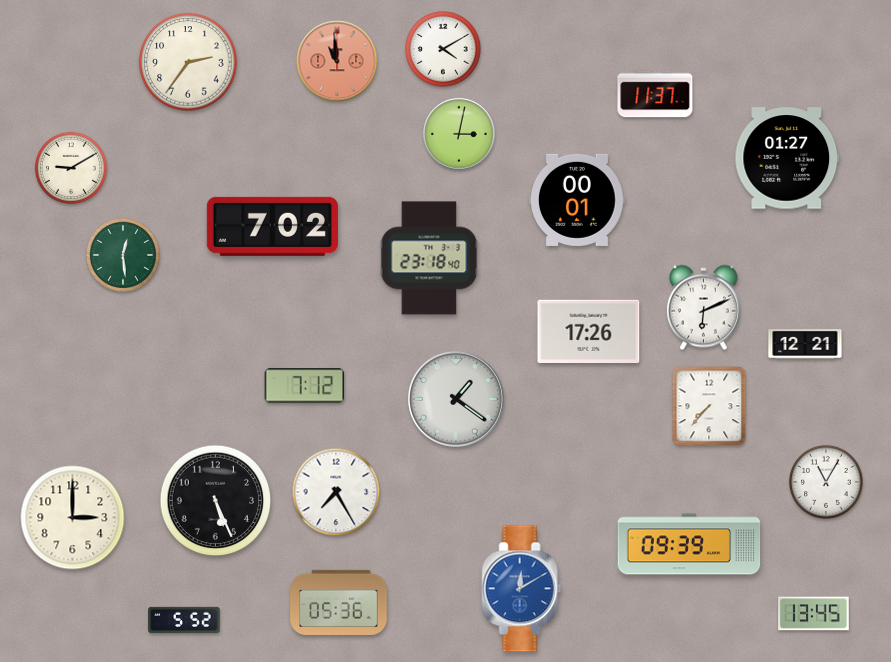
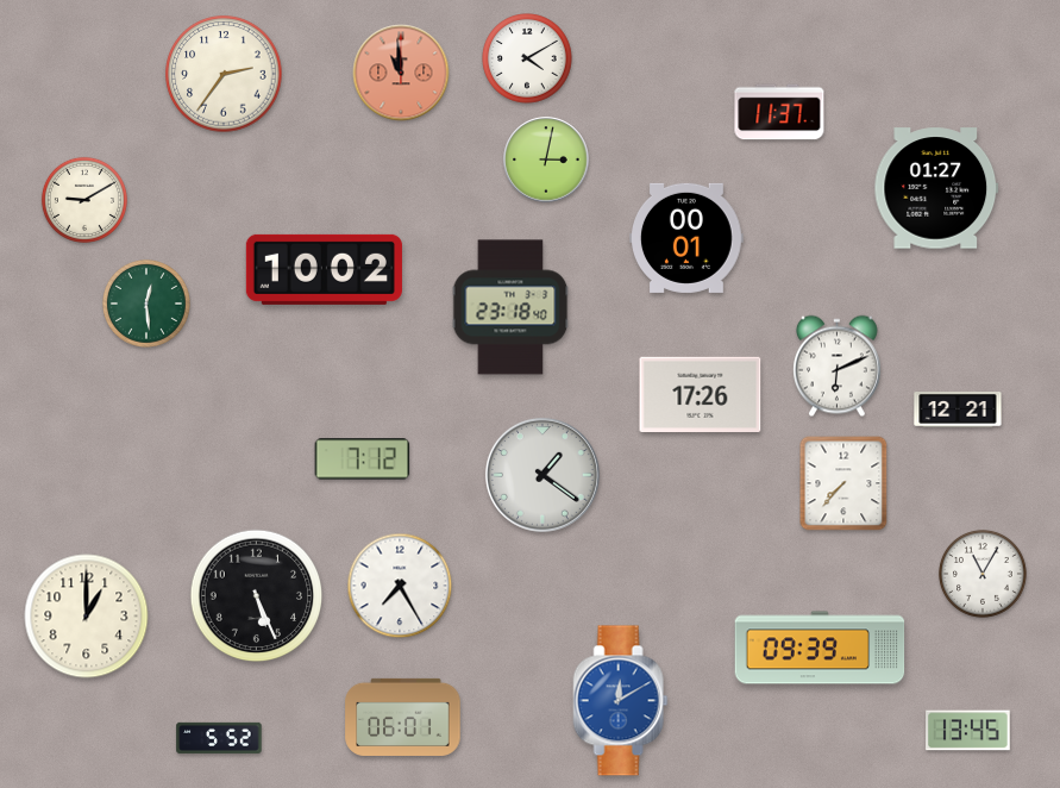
clock at (272, 226): 7:02 -> 10:02
clock at (73, 518): 3:00 -> 1:00
clock at (339, 602): 05:36 -> 06:01
